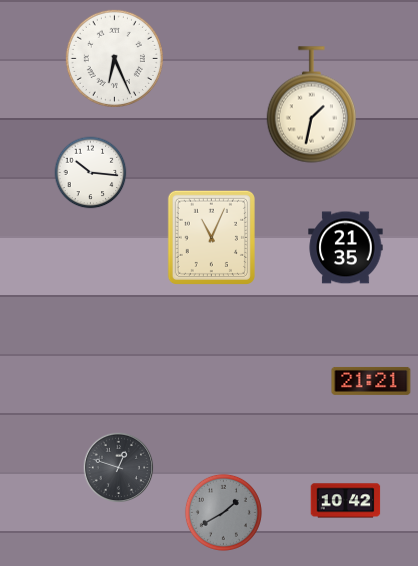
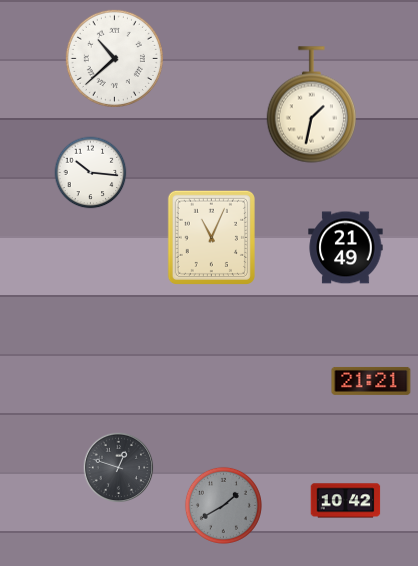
clock at (114, 58): 6:26 -> 10:38
clock at (346, 248): 21:35 -> 21:49
clock at (223, 512) position: (223, 512) -> (223, 505)
